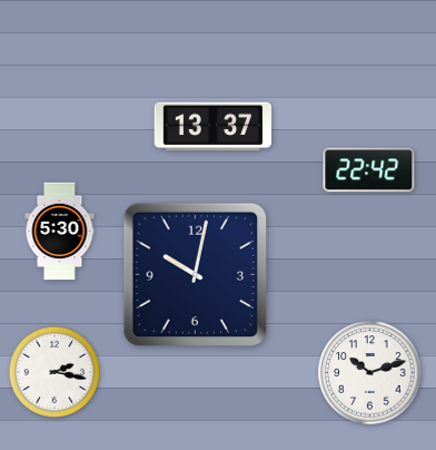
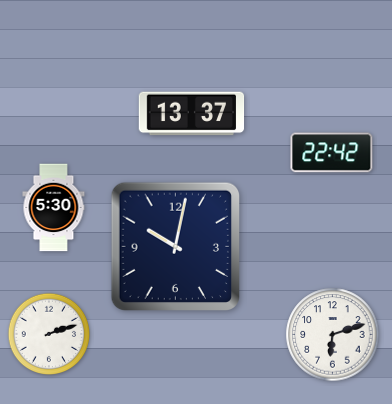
clock at (54, 372): 2:17 -> 2:12
clock at (370, 373): 10:12 -> 6:12
